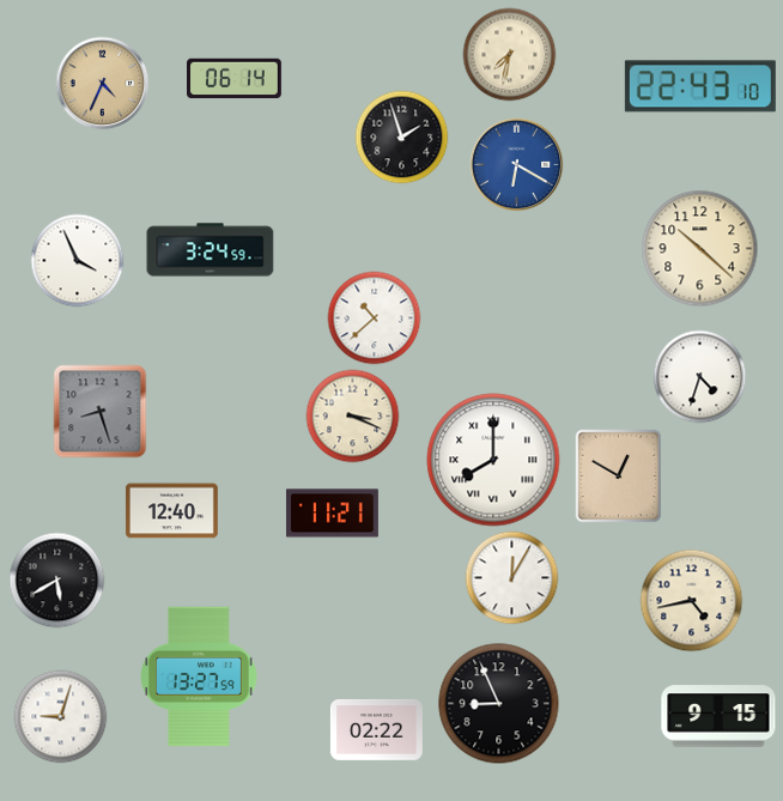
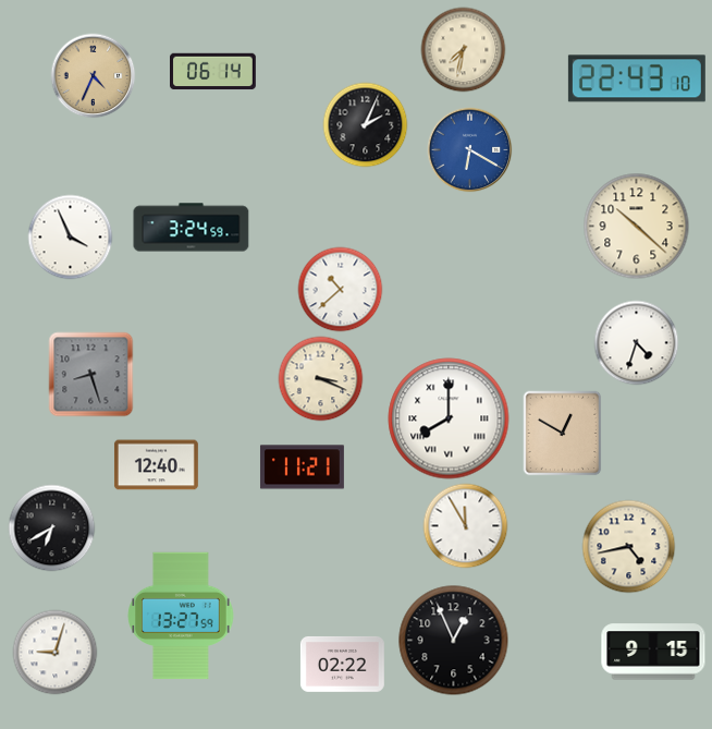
clock at (401, 136): 1:57 -> 2:04
clock at (511, 577): 12:05 -> 11:55
clock at (56, 579): 5:40 -> 6:40
clock at (499, 704): 8:56 -> 12:56
